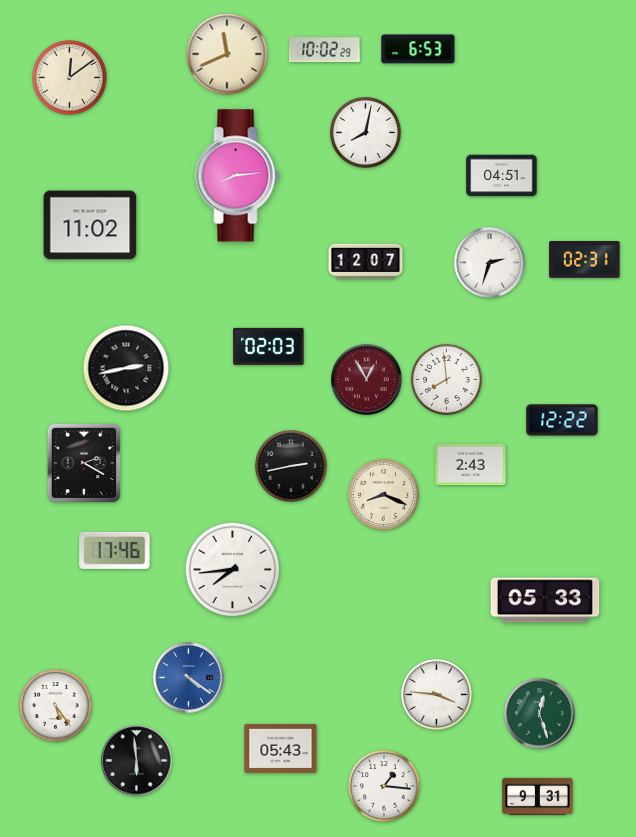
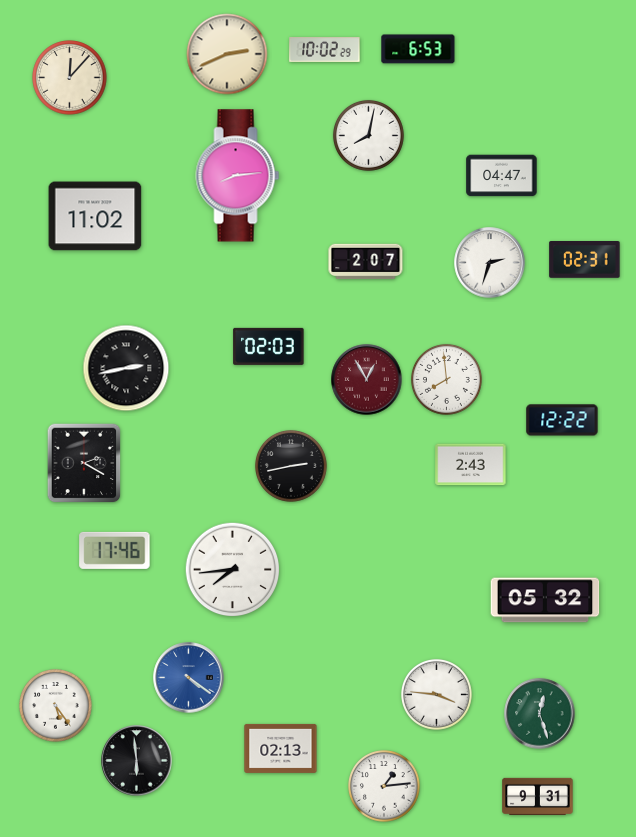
clock at (227, 54): 11:41 -> 2:41
clock at (70, 78): 12:09 -> 12:07
clock at (365, 132) position: (365, 132) -> (368, 135)
clock at (502, 176): 04:51 -> 04:47
clock at (90, 225) position: (90, 225) -> (95, 216)
clock at (366, 262): 12:07 -> 2:07
clock at (383, 494): 8:19 -> none
clock at (545, 600): 05:33 -> 05:32
clock at (281, 748): 05:43 -> 02:13
clock at (385, 787): 1:16 -> 1:14
